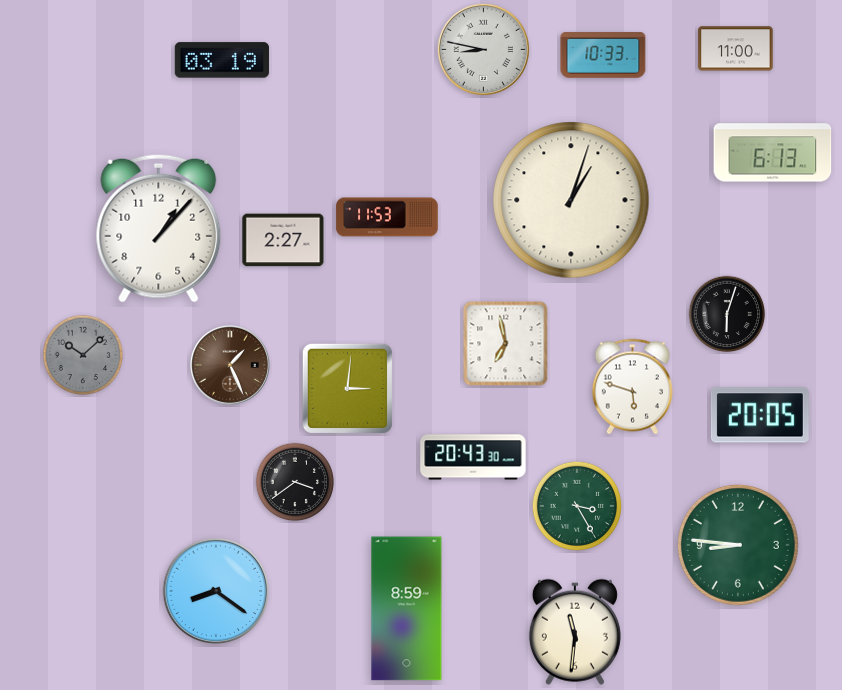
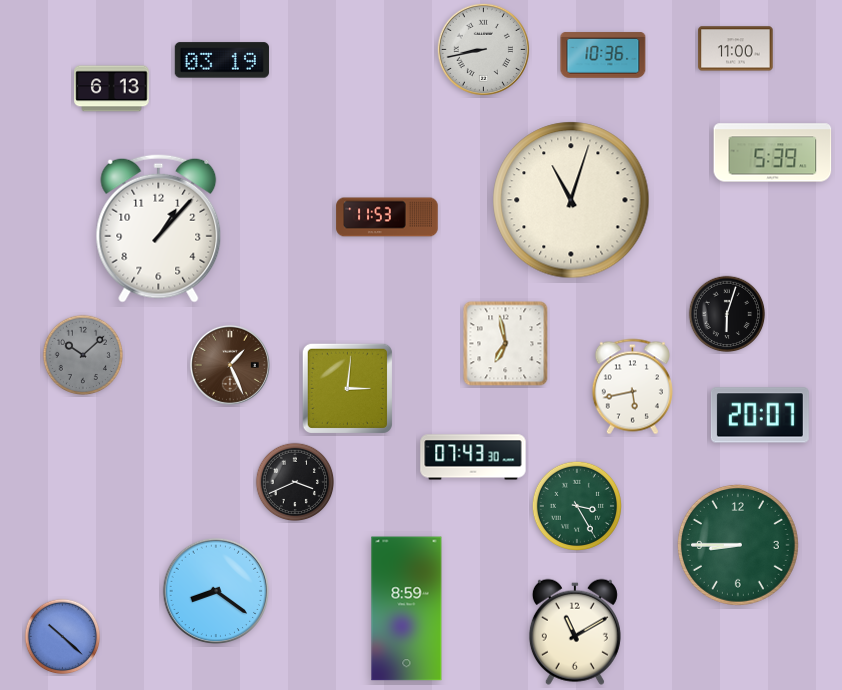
clock at (483, 49): 8:47 -> 8:43
clock at (603, 55): 10:33 -> 10:36
clock at (112, 89): none -> 6:13
clock at (773, 153): 6:13 -> 5:39
clock at (571, 200): 1:03 -> 11:03
clock at (283, 240): 2:27 -> none
clock at (632, 387): 5:48 -> 5:43
clock at (760, 415): 20:05 -> 20:07
clock at (473, 457): 20:43 -> 07:43
clock at (295, 482): 3:39 -> 3:41
clock at (738, 545): 8:46 -> 8:45
clock at (575, 632): 11:31 -> 11:10
clock at (63, 637): none -> 10:22
